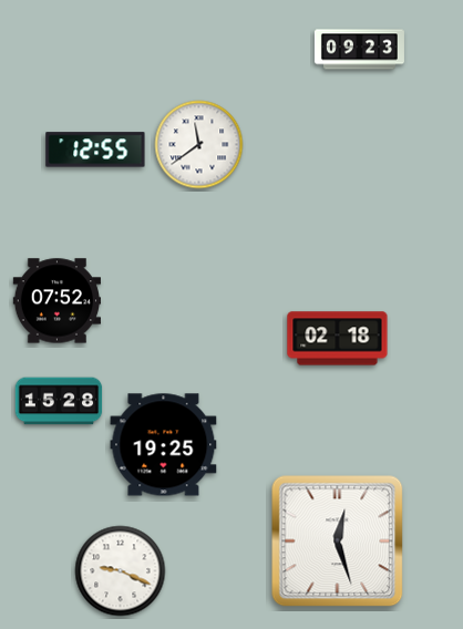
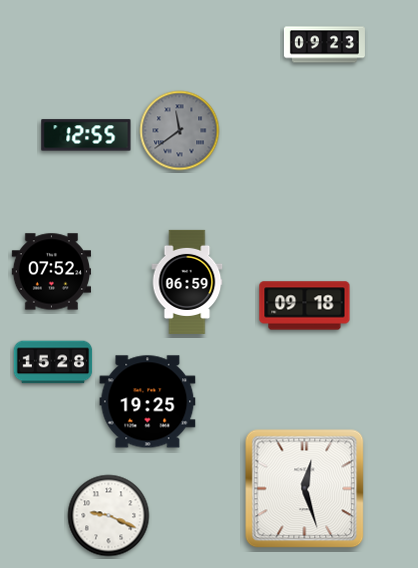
clock at (199, 145) dial: white -> grey
clock at (187, 282): none -> 06:59
clock at (338, 339): 02:18 -> 09:18
